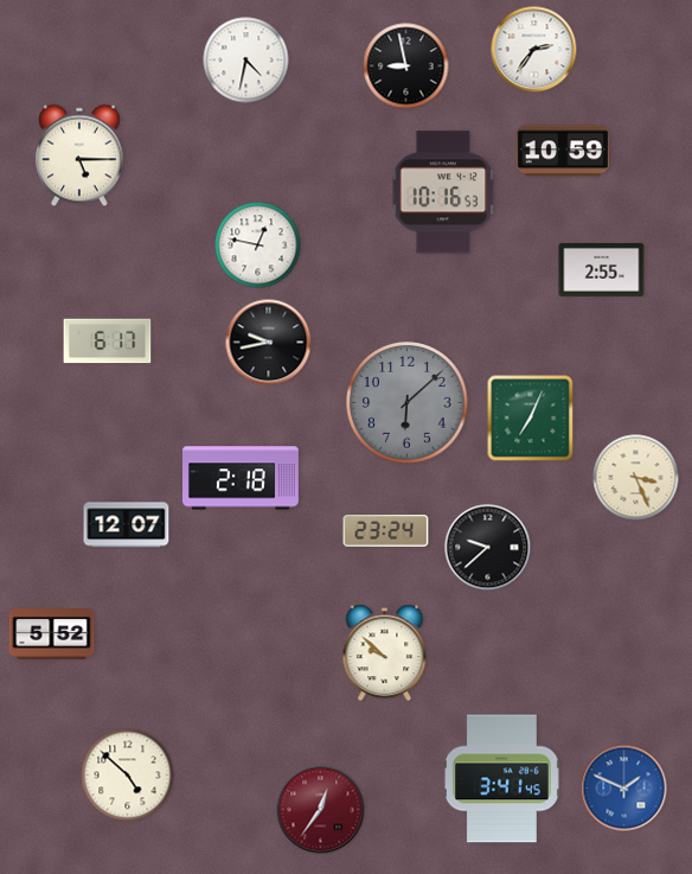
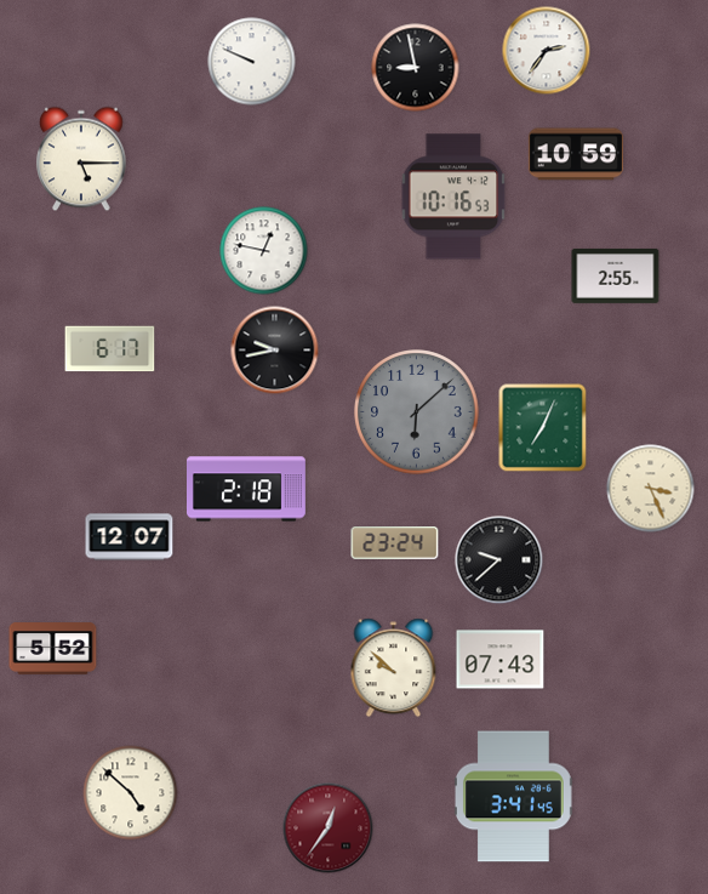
clock at (246, 60): 4:32 -> 9:49
clock at (501, 660): none -> 07:43
clock at (624, 789): 1:49 -> none
